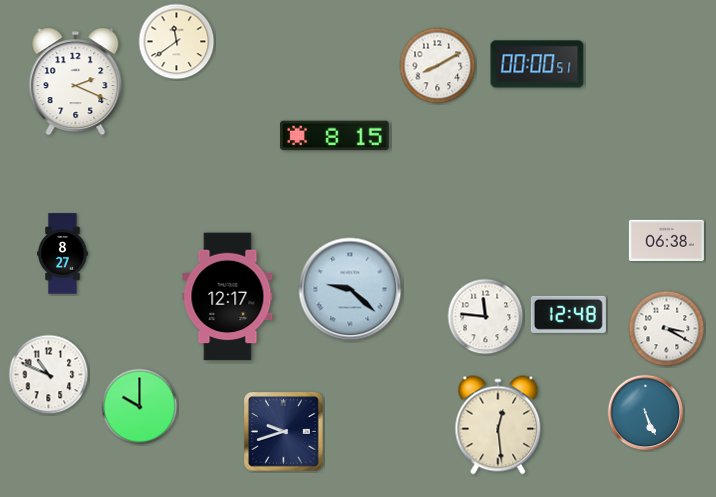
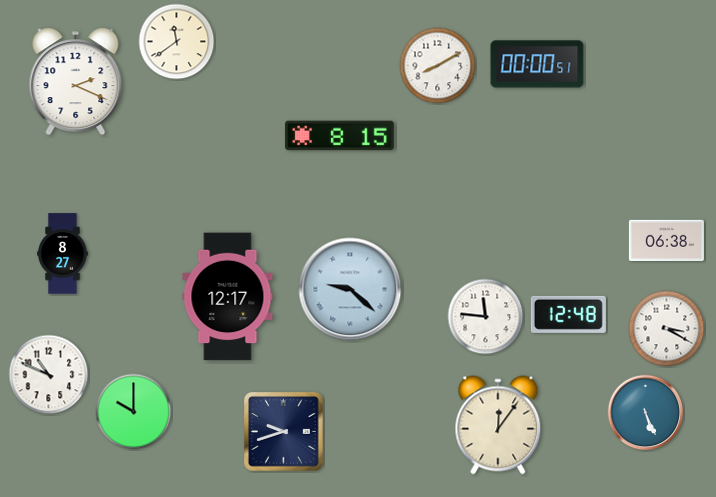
clock at (335, 136) position: (335, 136) -> (340, 136)
clock at (140, 407) position: (140, 407) -> (134, 412)
clock at (498, 425): 12:29 -> 12:06
